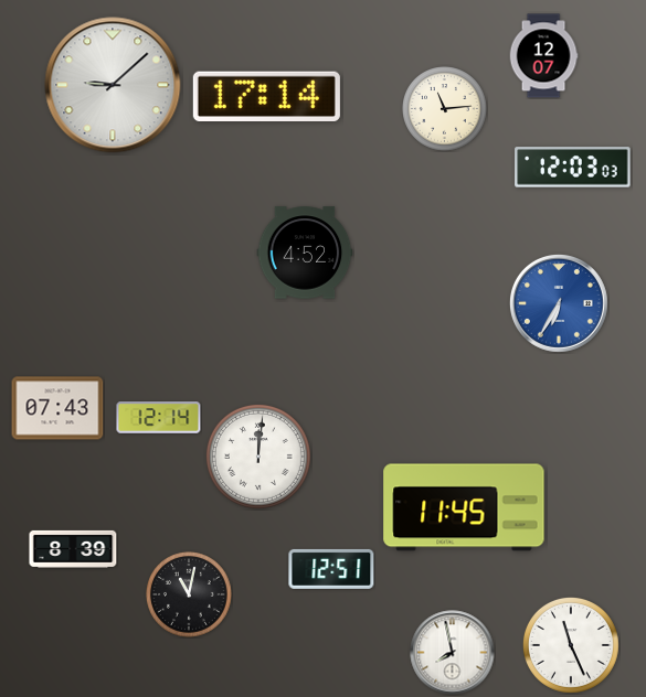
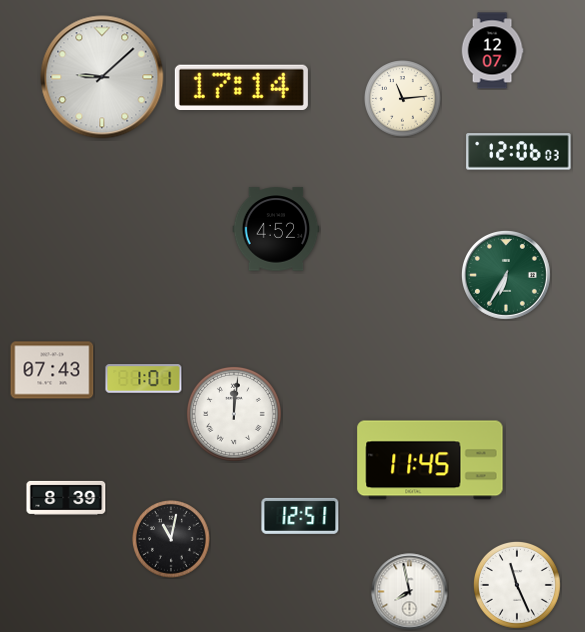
clock at (573, 168): 12:03 -> 12:06
clock at (559, 303) dial: blue -> green
clock at (159, 418): 12:14 -> 1:01
clock at (464, 507) position: (464, 507) -> (430, 460)
